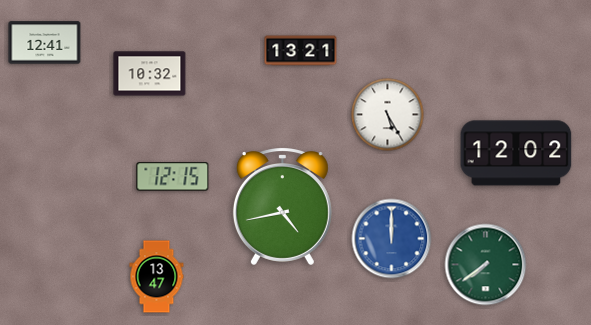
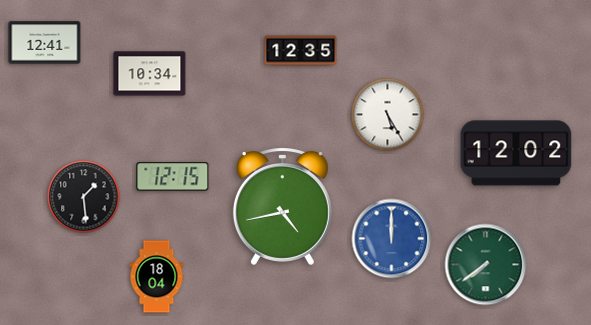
clock at (301, 51): 13:21 -> 12:35
clock at (150, 74): 10:32 -> 10:34
clock at (84, 197): none -> 1:29
clock at (157, 277): 13:47 -> 18:04
